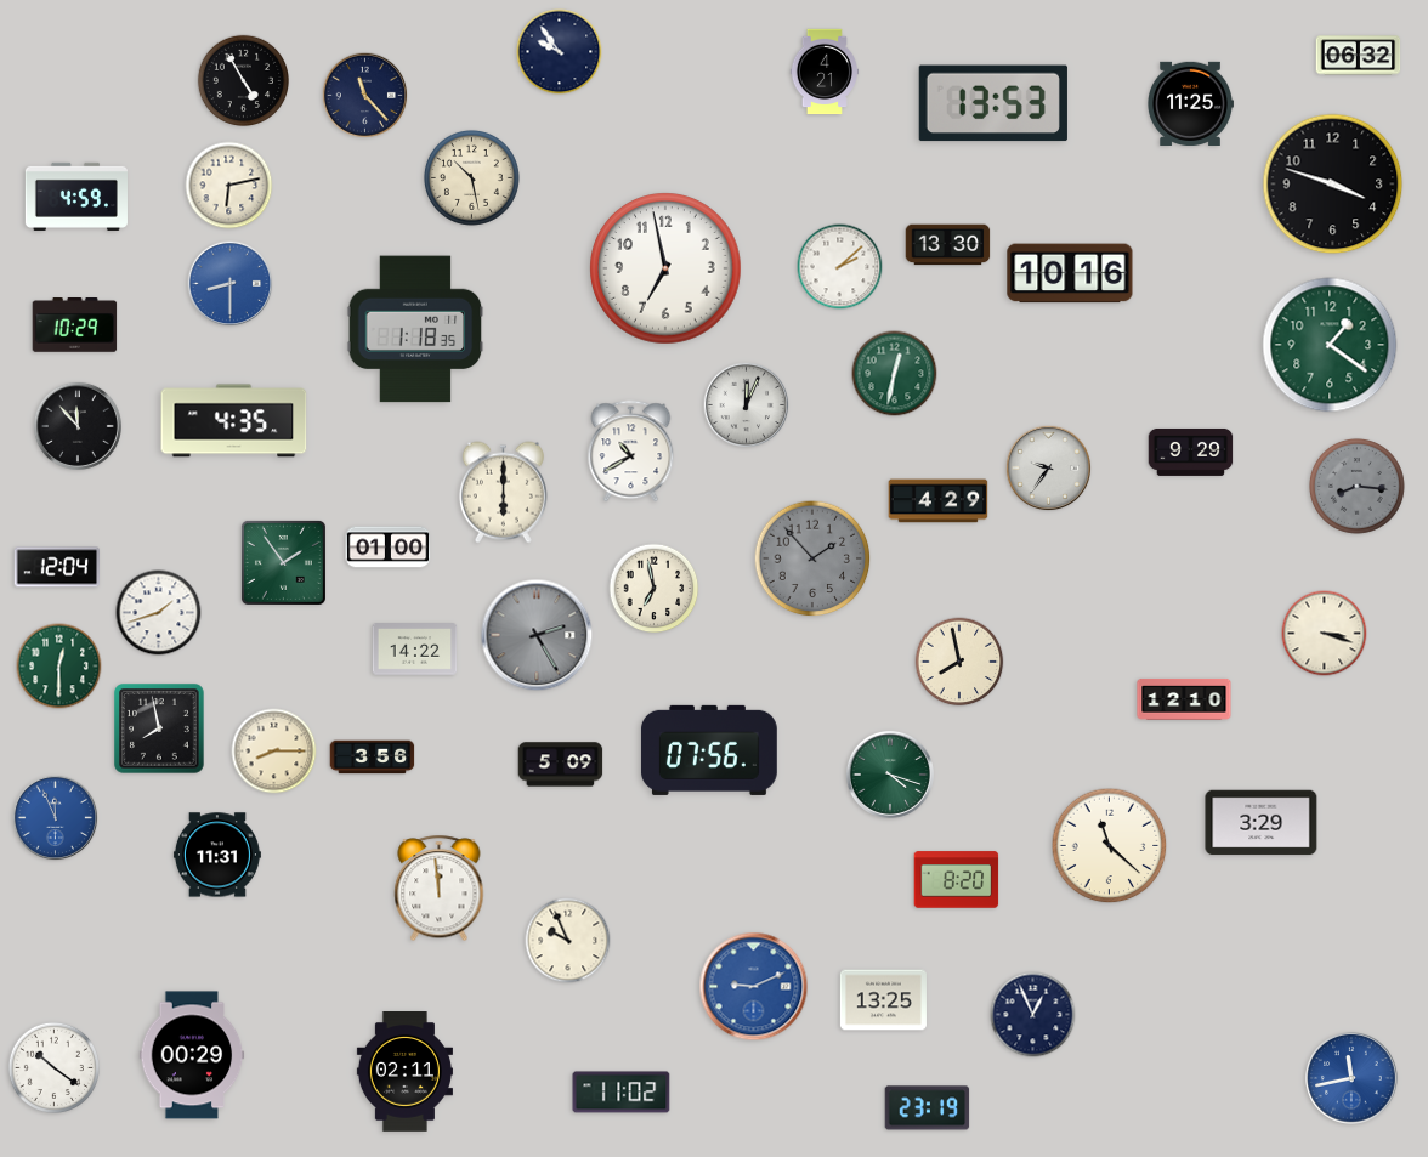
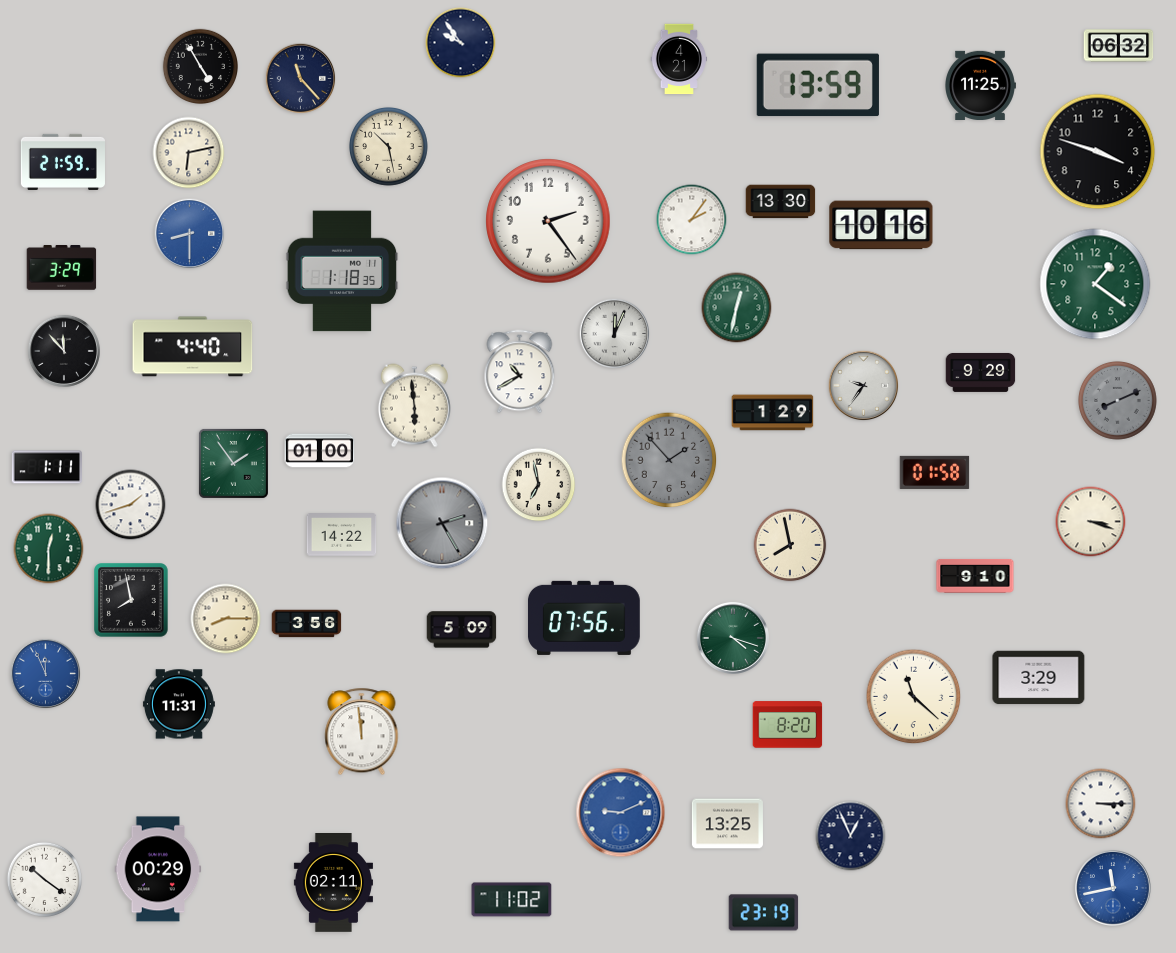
clock at (993, 103): 13:53 -> 13:59
clock at (76, 197): 4:59 -> 21:59
clock at (840, 267): 2:08 -> 2:06
clock at (665, 268): 6:58 -> 2:24
clock at (75, 325): 10:29 -> 3:29
clock at (234, 421): 4:35 -> 4:40
clock at (1356, 486): 8:16 -> 8:11
clock at (503, 493): 6:00 -> 5:59
clock at (939, 501): 4:29 -> 1:29
clock at (56, 567): 12:04 -> 1:11
clock at (935, 472): none -> 01:58
clock at (1184, 699): 12:10 -> 9:10
clock at (568, 941): 9:56 -> none
clock at (1101, 804): none -> 3:15
